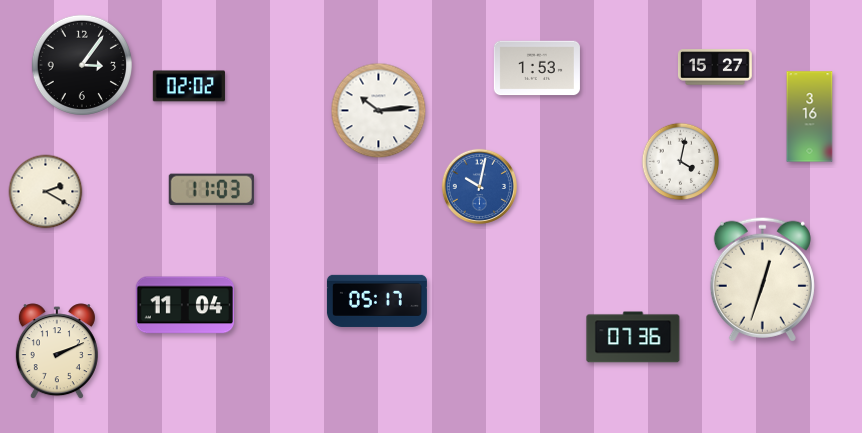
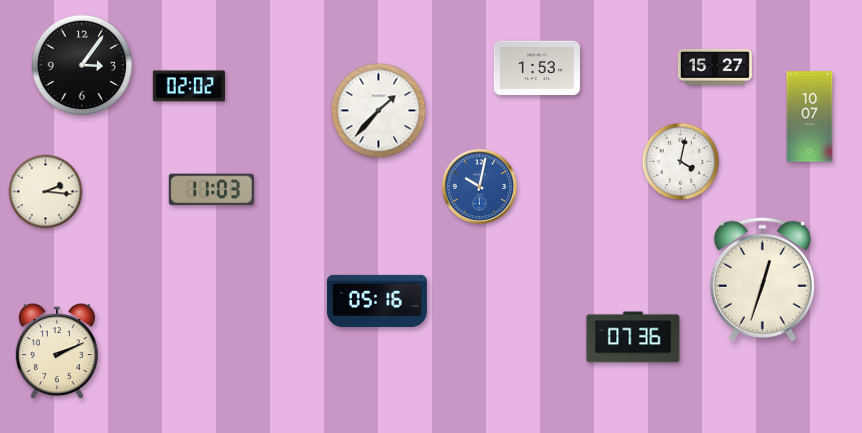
clock at (379, 111): 10:14 -> 1:37
clock at (810, 117): 3:16 -> 10:07
clock at (46, 192): 2:20 -> 2:16
clock at (377, 301): 05:17 -> 05:16
clock at (184, 305): 11:04 -> none
